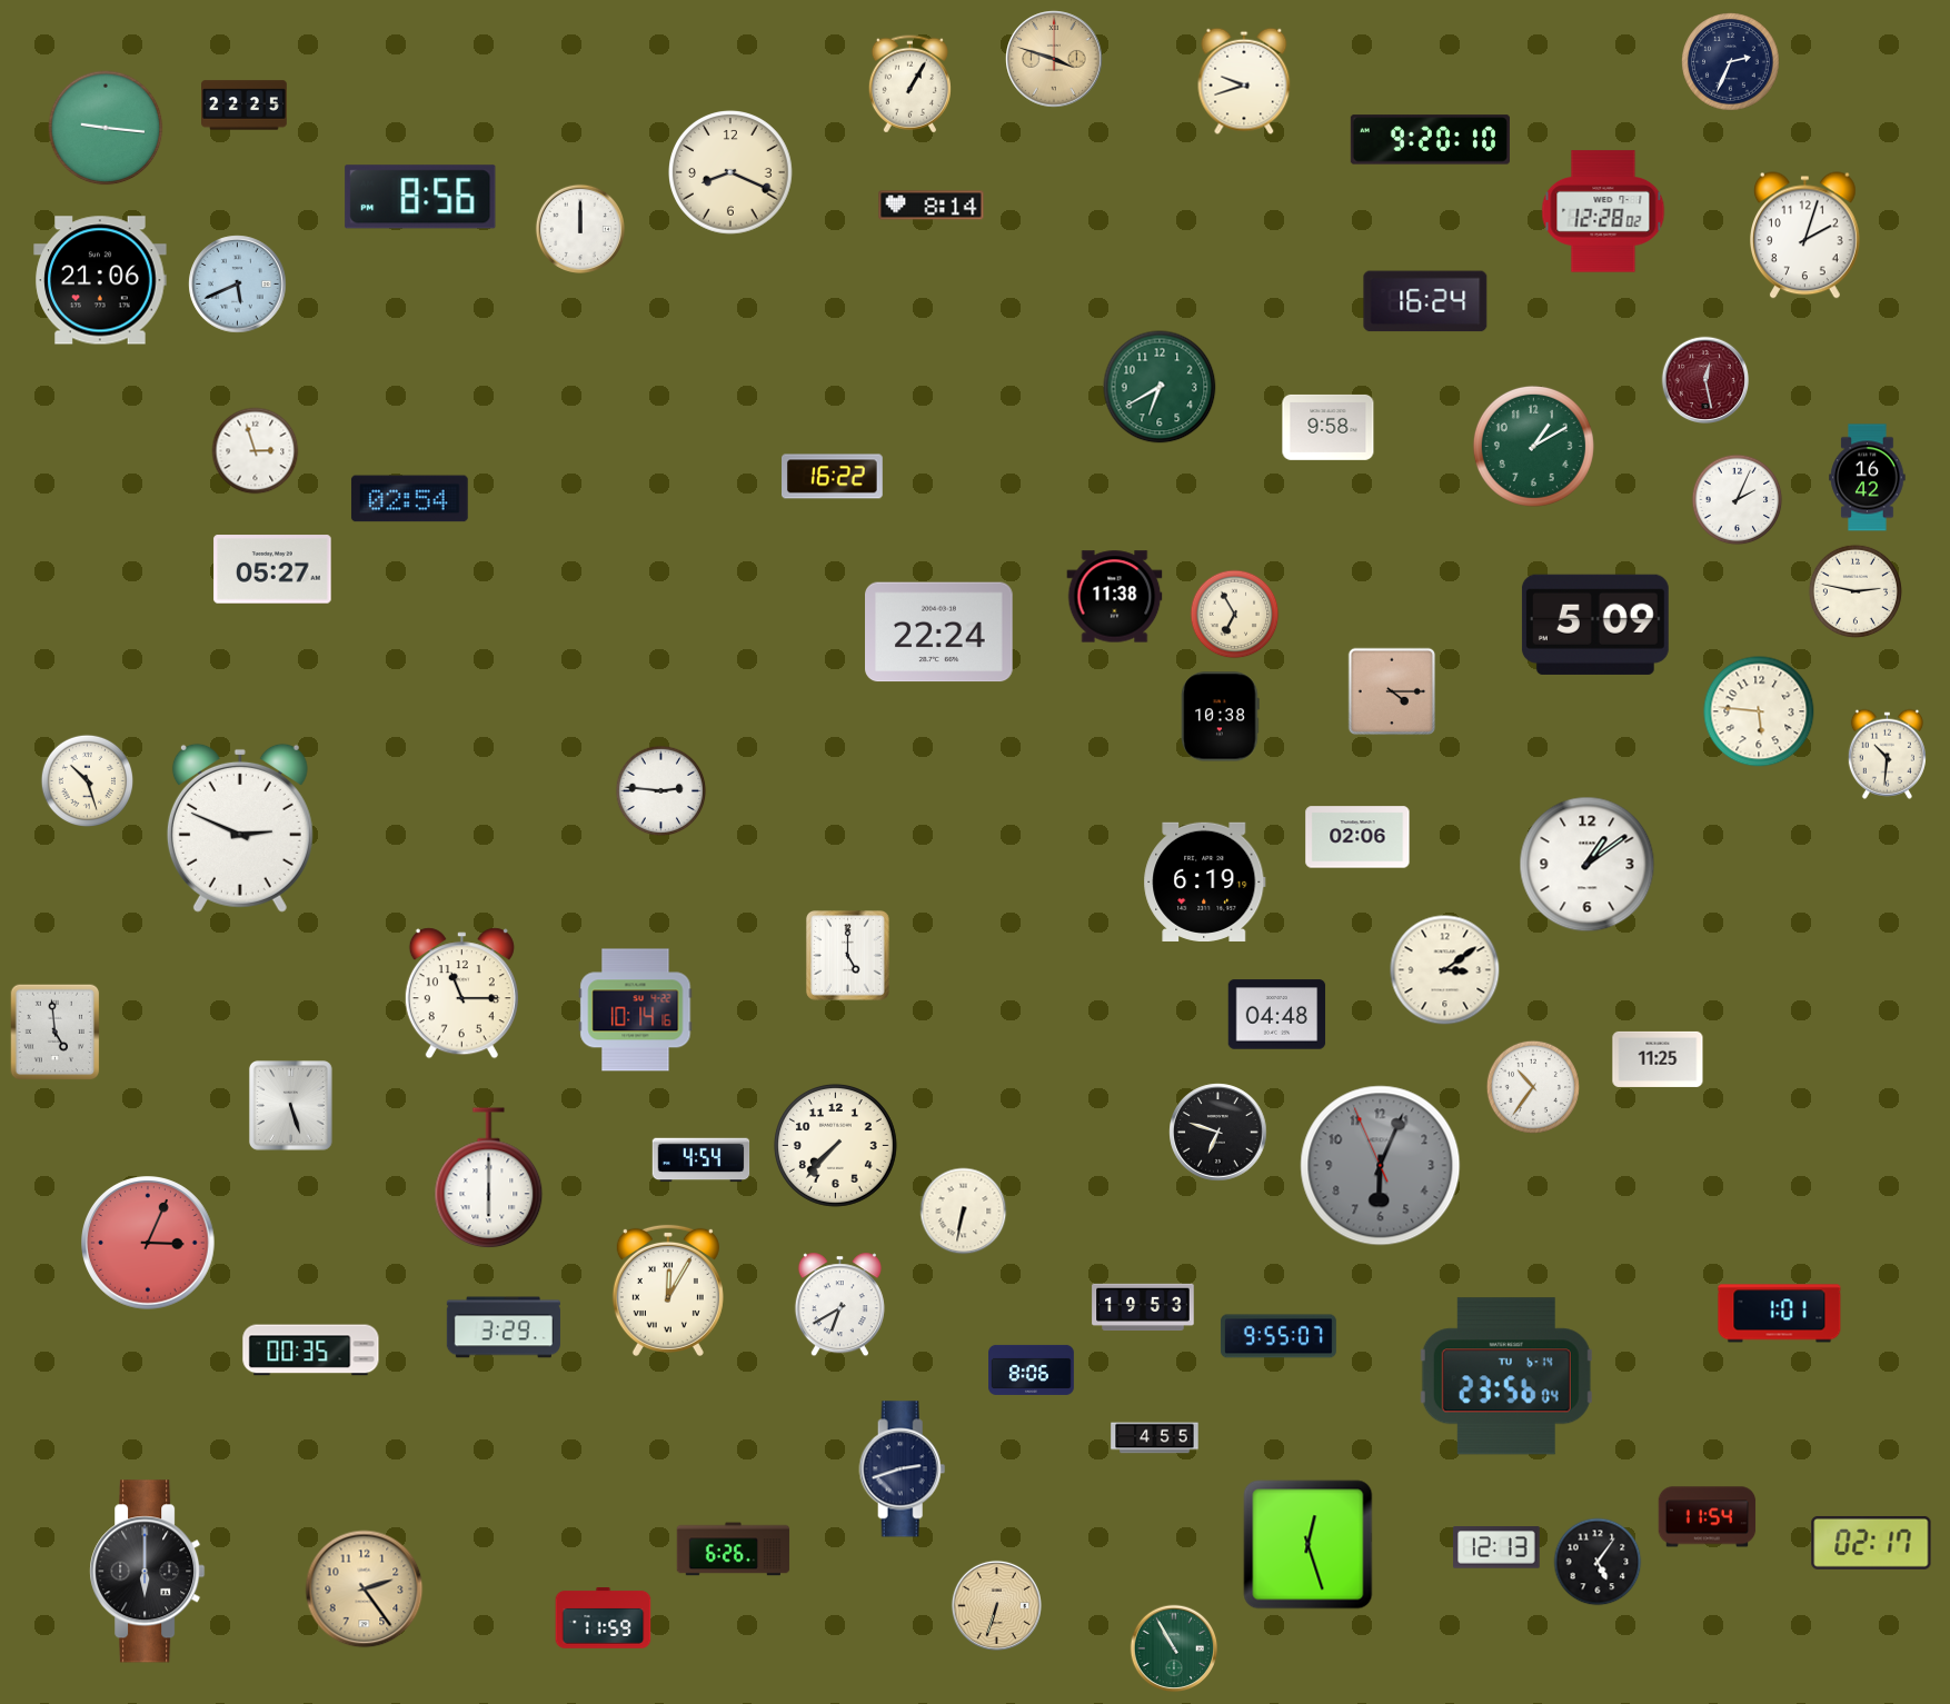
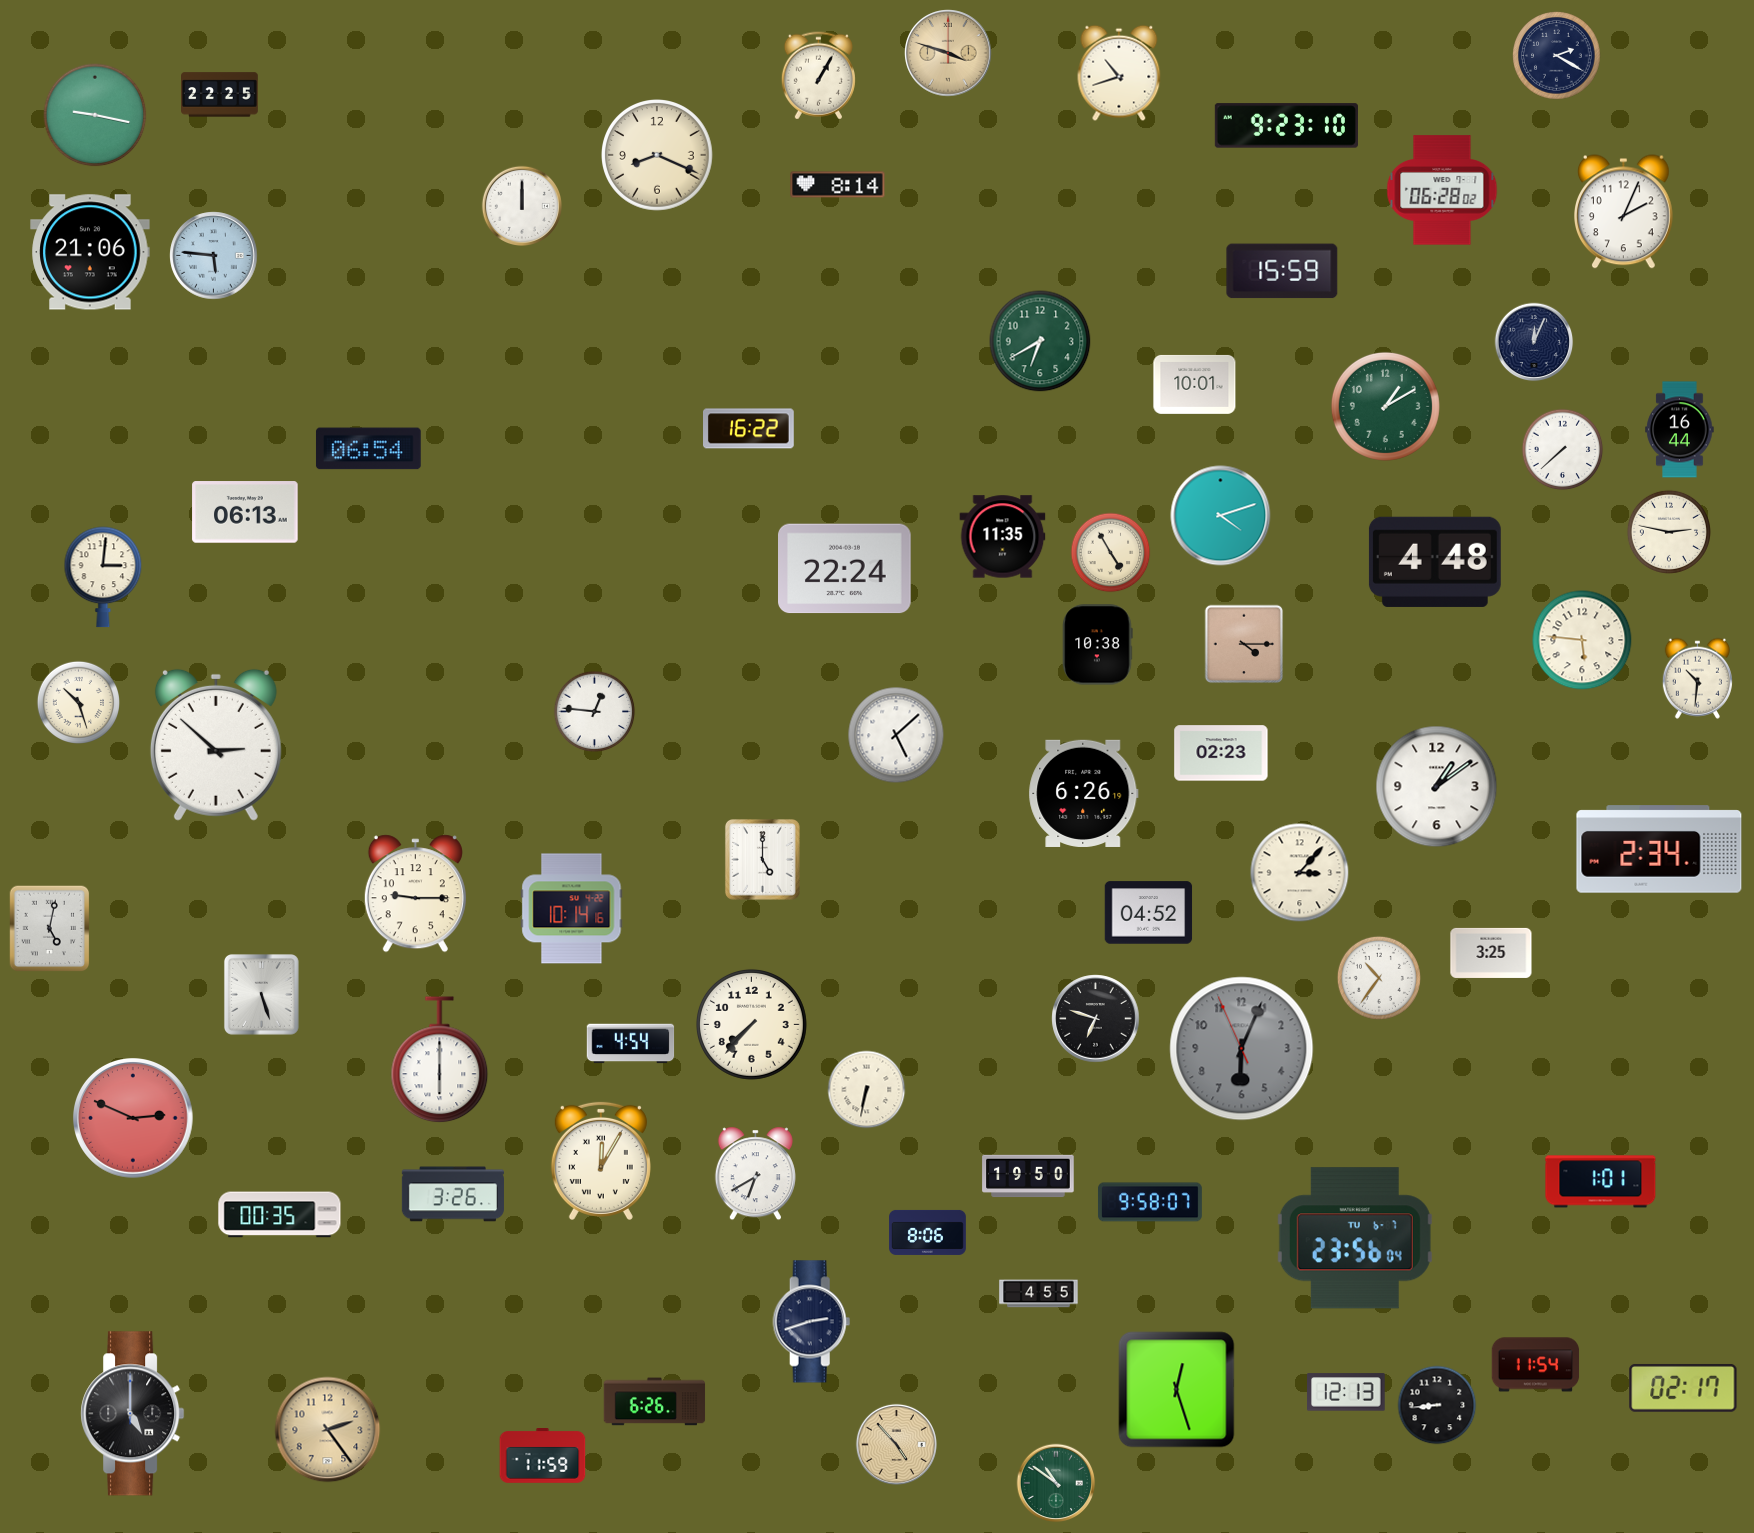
clock at (1731, 62): 2:34 -> 2:20
clock at (1244, 81): 9:42 -> 10:42
clock at (106, 128): 9:16 -> 9:17
clock at (1430, 140): 9:20 -> 9:23
clock at (420, 197): 8:56 -> none
clock at (1603, 211): 12:28 -> 06:28
clock at (1805, 236): 2:03 -> 2:04
clock at (238, 285): 5:41 -> 5:46
clock at (1425, 301): 16:24 -> 15:59
clock at (1705, 380): 12:28 -> 12:04
clock at (1705, 380) dial: burgundy -> navy
clock at (1160, 387) position: (1160, 387) -> (1040, 341)
clock at (1329, 427): 9:58 -> 10:01
clock at (1533, 446) position: (1533, 446) -> (1385, 406)
clock at (256, 451): 2:57 -> none
clock at (1868, 478): 16:42 -> 16:44
clock at (409, 499): 02:54 -> 06:54
clock at (1738, 500): 2:04 -> 7:38
clock at (272, 569): 05:27 -> 06:13
clock at (1221, 516): none -> 4:12
clock at (1115, 597): 11:38 -> 11:35
clock at (1235, 615): 6:55 -> 4:55
clock at (1595, 625): 5:09 -> 4:48
clock at (103, 577): none -> 3:01
clock at (1392, 691) position: (1392, 691) -> (1244, 644)
clock at (661, 791): 2:46 -> 12:46
clock at (896, 735): none -> 5:08
clock at (240, 828): 2:49 -> 2:52
clock at (1357, 837): 02:06 -> 02:23
clock at (1588, 865) position: (1588, 865) -> (1437, 787)
clock at (1205, 881): 6:19 -> 6:26
clock at (1659, 849): none -> 2:34
clock at (1445, 970): 3:09 -> 3:07
clock at (461, 994): 11:15 -> 9:15
clock at (1277, 1015): 04:48 -> 04:52
clock at (56, 1033): 4:59 -> 5:02
clock at (1658, 1059): 11:25 -> 3:25
clock at (835, 1145) position: (835, 1145) -> (751, 1024)
clock at (149, 1244): 3:04 -> 2:49
clock at (1143, 1307): 19:53 -> 19:50
clock at (504, 1327): 3:29 -> 3:26
clock at (1279, 1336): 9:55 -> 9:58
clock at (1506, 1376) date: TU 6-14 -> TU 6-7
clock at (734, 1549) position: (734, 1549) -> (655, 1402)
clock at (1598, 1562): 5:06 -> 8:44
clock at (148, 1572): 6:00 -> 5:00
clock at (996, 1605): 6:33 -> 4:53
clock at (1174, 1648): 10:55 -> 10:51
